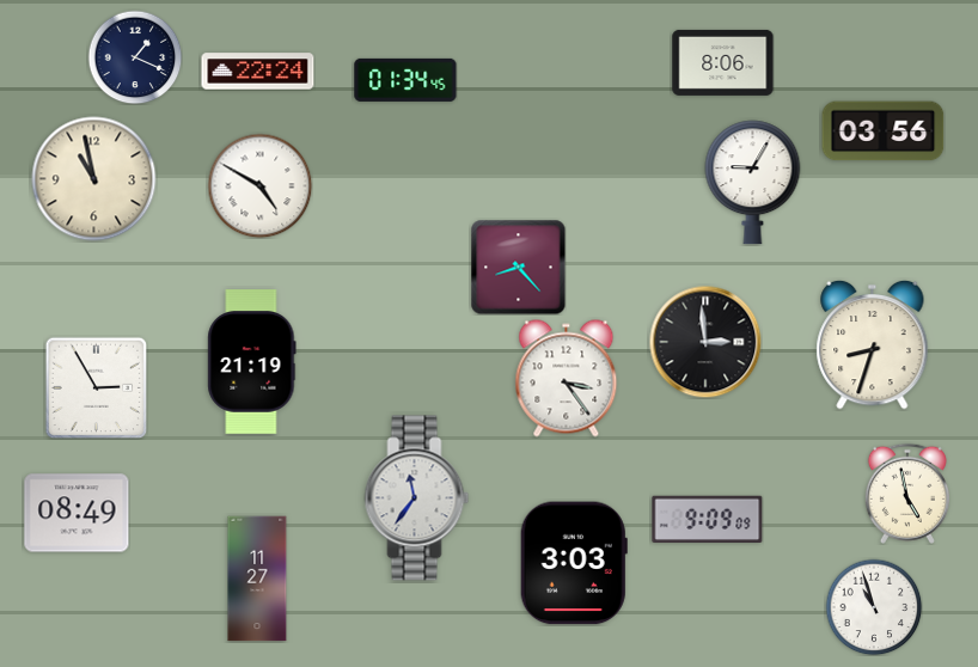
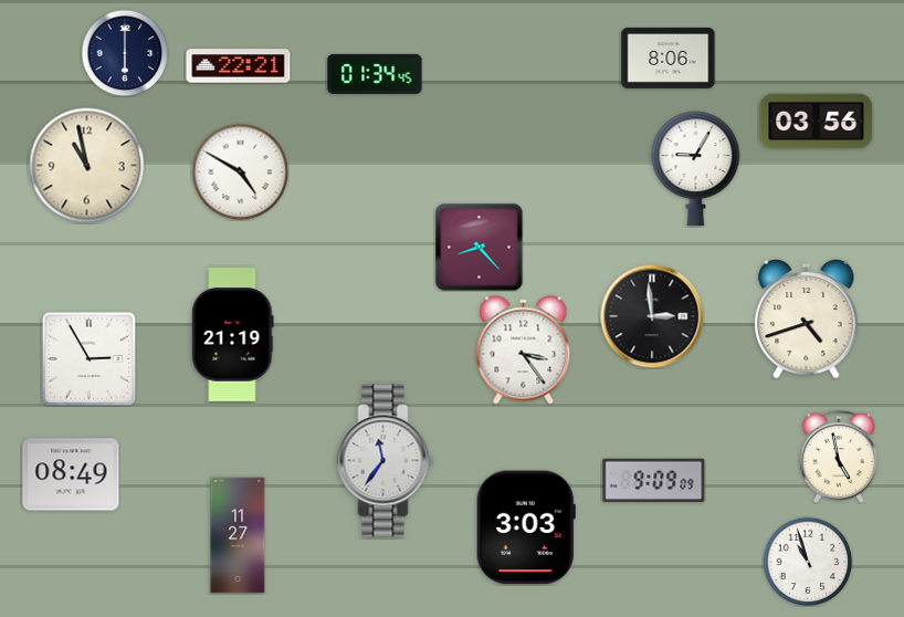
clock at (135, 57): 1:19 -> 6:00
clock at (258, 72): 22:24 -> 22:21
clock at (873, 344): 8:33 -> 4:42
clock at (574, 563) position: (574, 563) -> (526, 527)
